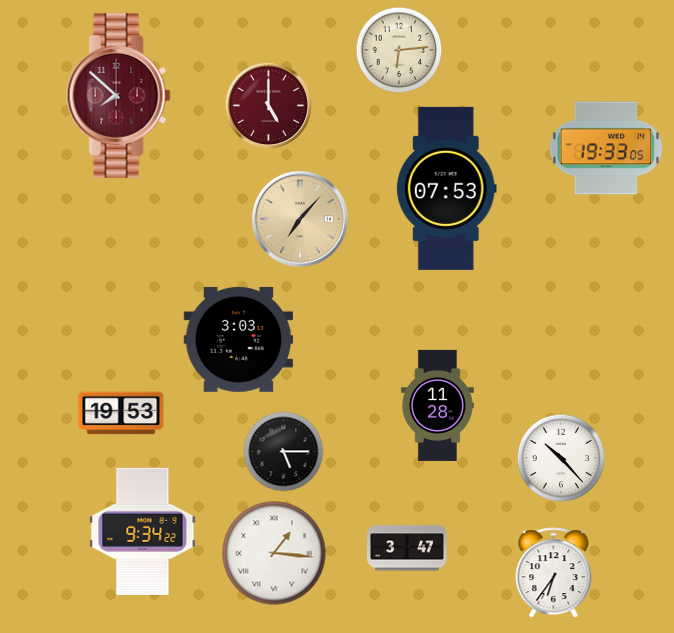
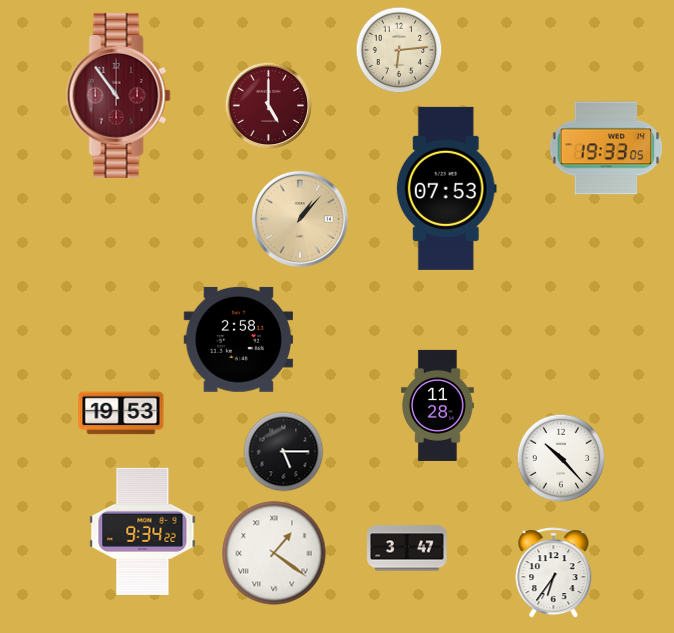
clock at (118, 95): 7:52 -> 10:54
clock at (300, 219): 7:07 -> 1:07
clock at (238, 339): 3:03 -> 2:58
clock at (274, 553): 1:16 -> 1:21
